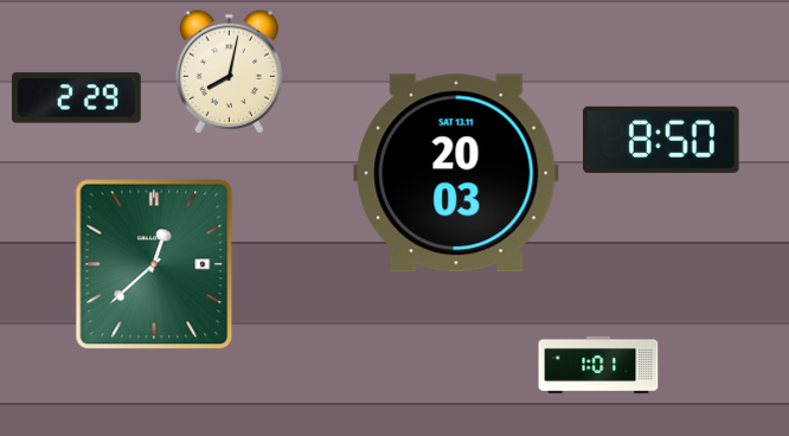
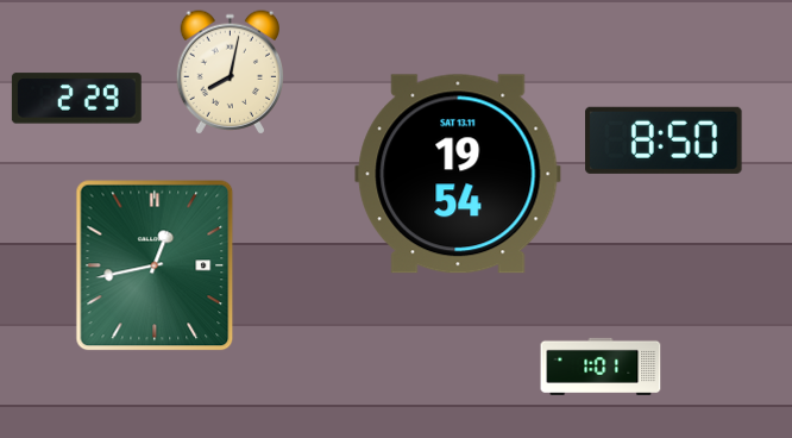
clock at (456, 173): 20:03 -> 19:54
clock at (154, 264): 12:38 -> 12:43
